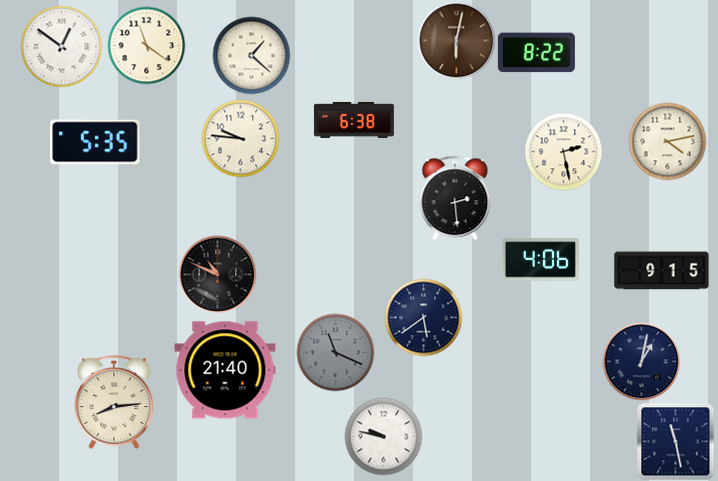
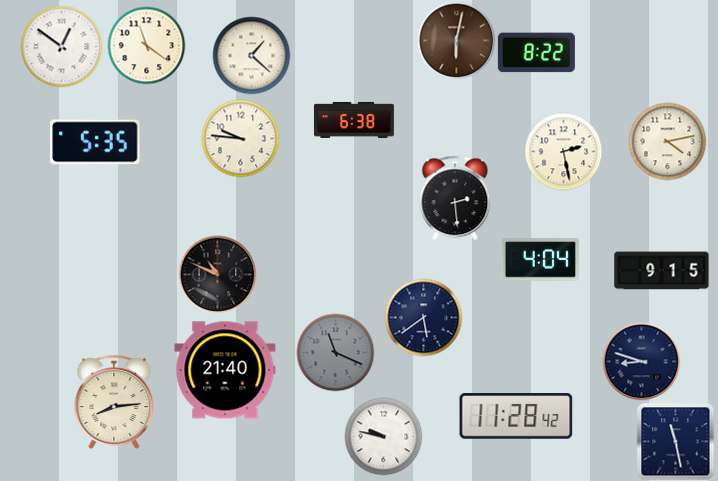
clock at (540, 260): 4:06 -> 4:04
clock at (641, 361): 1:02 -> 8:48
clock at (516, 416): none -> 11:28
